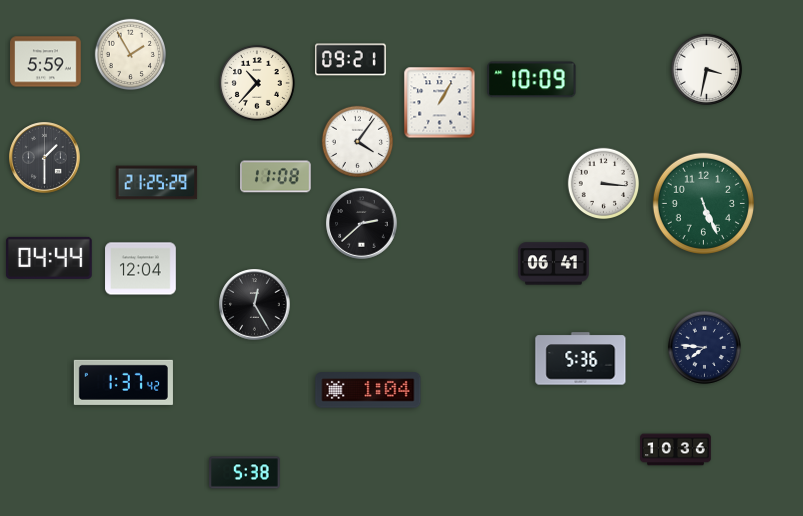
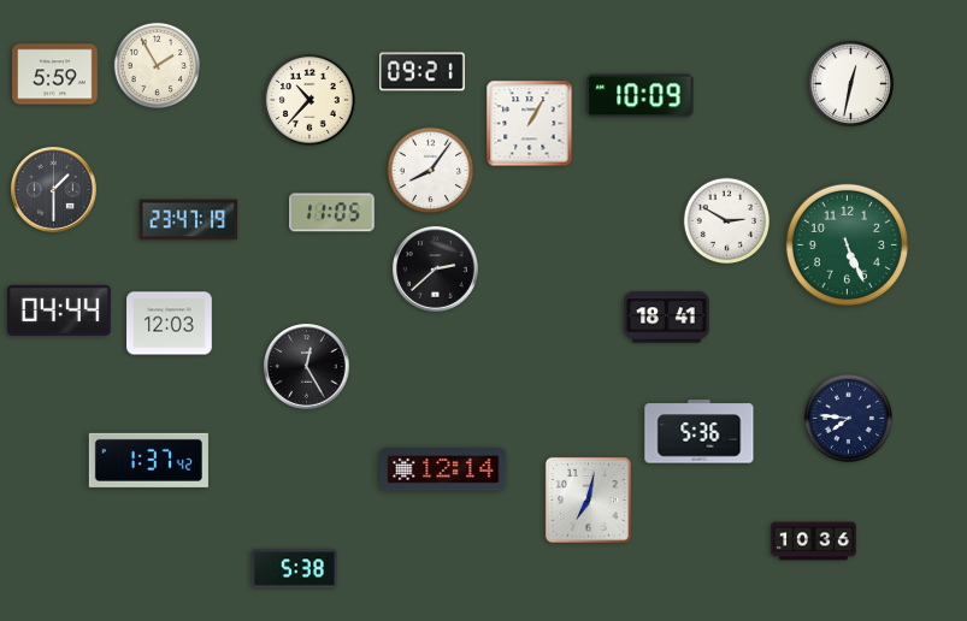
clock at (706, 69): 3:32 -> 12:32
clock at (357, 141): 4:06 -> 8:06
clock at (276, 177): 11:08 -> 11:05
clock at (157, 183): 21:25 -> 23:47
clock at (603, 183): 3:16 -> 2:50
clock at (554, 264): 06:41 -> 18:41
clock at (141, 269): 12:04 -> 12:03
clock at (368, 390): 1:04 -> 12:14
clock at (588, 499): none -> 7:02
